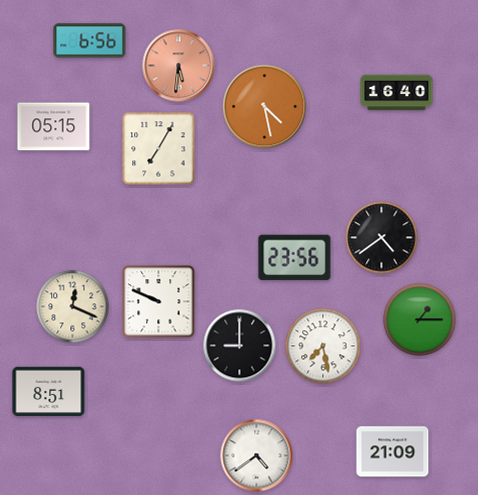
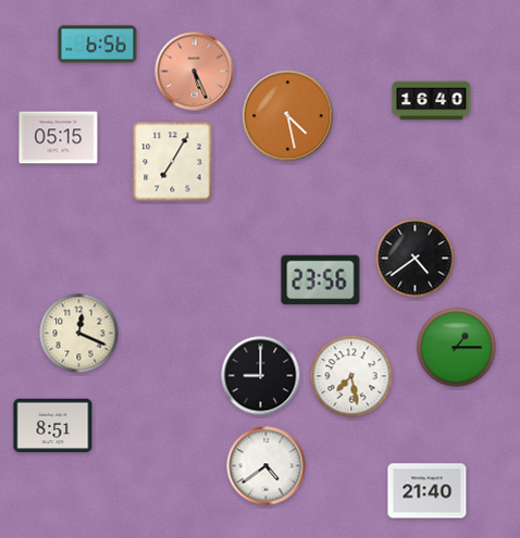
clock at (179, 66): 5:31 -> 5:26
clock at (159, 302): 9:49 -> none
clock at (393, 452): 21:09 -> 21:40
clock at (257, 456) position: (257, 456) -> (267, 466)
